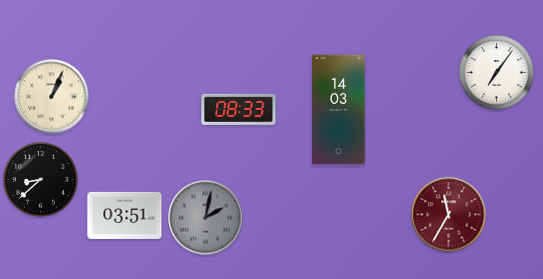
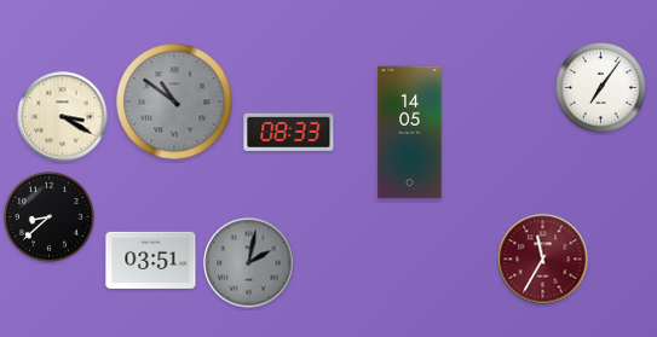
clock at (174, 101): none -> 10:51
clock at (52, 97): 1:04 -> 3:20
clock at (339, 110): 14:03 -> 14:05
